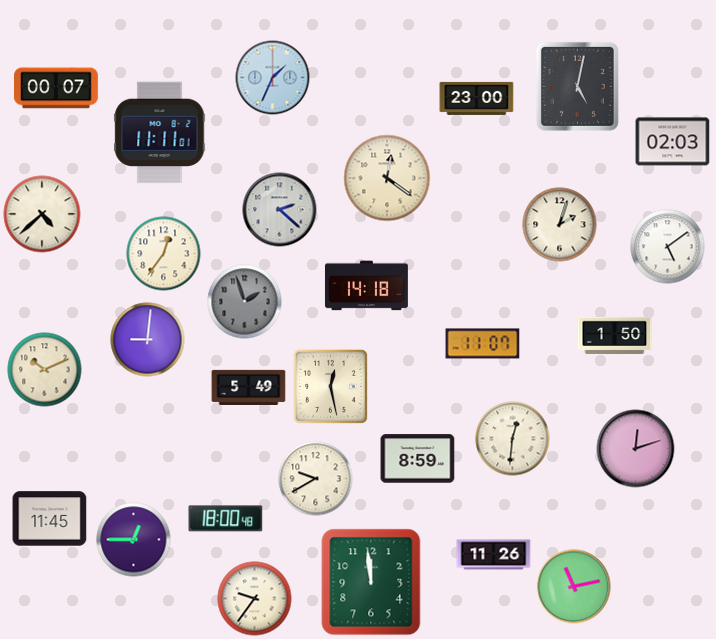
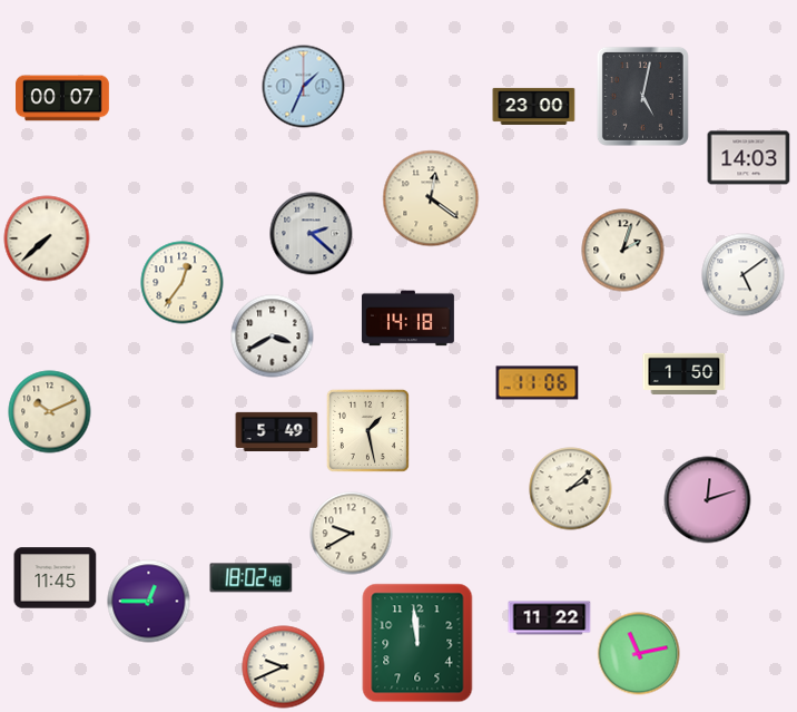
clock at (477, 98) position: (477, 98) -> (534, 106)
clock at (160, 133): 11:11 -> none
clock at (673, 142): 02:03 -> 14:03
clock at (42, 214): 4:38 -> 7:38
clock at (245, 302): 1:57 -> 3:40
clock at (245, 302) dial: grey -> white
clock at (148, 340): 9:01 -> none
clock at (483, 344): 11:07 -> 11:06
clock at (330, 386): 12:28 -> 1:28
clock at (513, 439): 12:31 -> 2:08
clock at (418, 459): 8:59 -> none
clock at (226, 519): 18:00 -> 18:02
clock at (494, 555): 11:26 -> 11:22
clock at (371, 582) position: (371, 582) -> (417, 643)
clock at (255, 599): 9:36 -> 9:41
